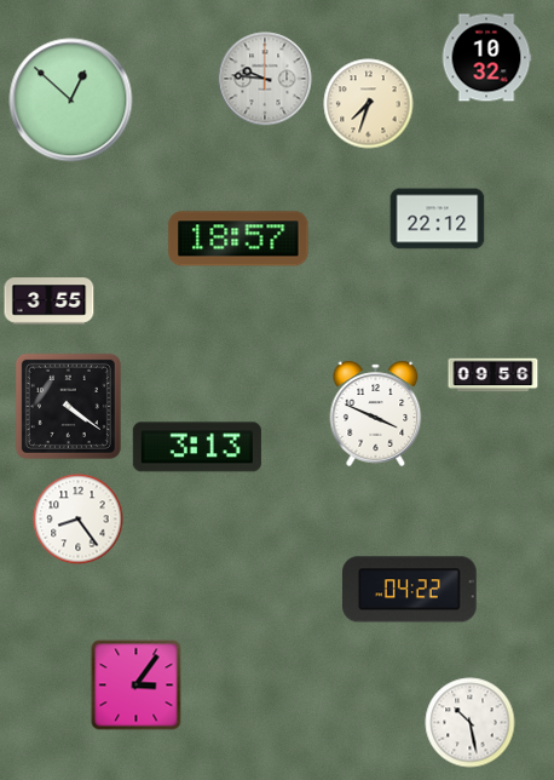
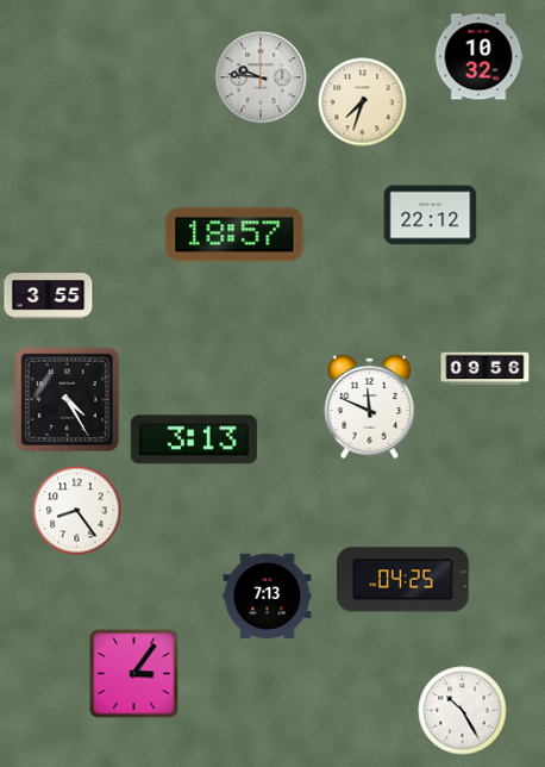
clock at (71, 101): 12:52 -> none
clock at (68, 406): 4:21 -> 4:25
clock at (376, 413): 3:49 -> 11:49
clock at (410, 590): 04:22 -> 04:25
clock at (268, 597): none -> 7:13
clock at (471, 723): 10:28 -> 10:25
